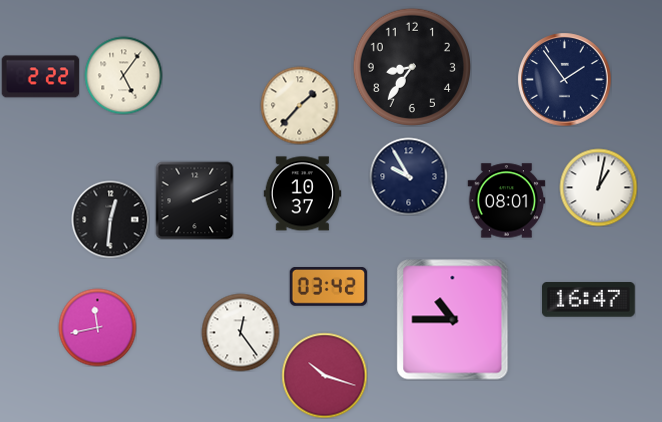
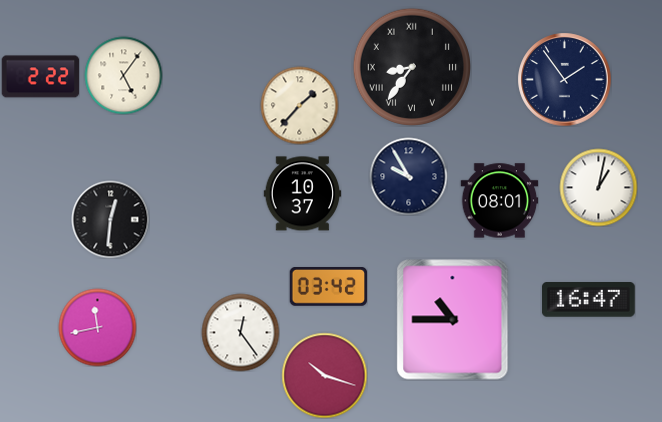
clock at (412, 67) numerals: Arabic -> Roman
clock at (194, 200): 2:11 -> none
clock at (506, 201) position: (506, 201) -> (499, 201)
